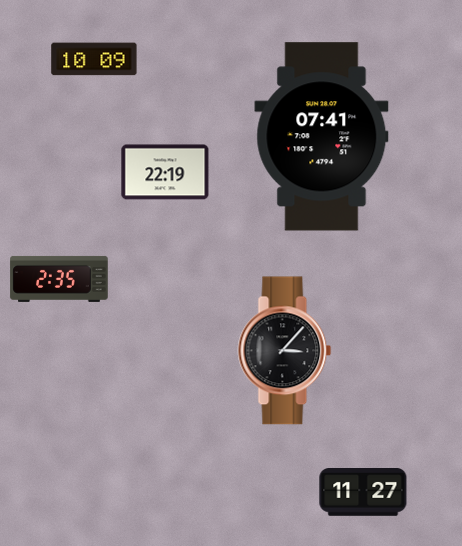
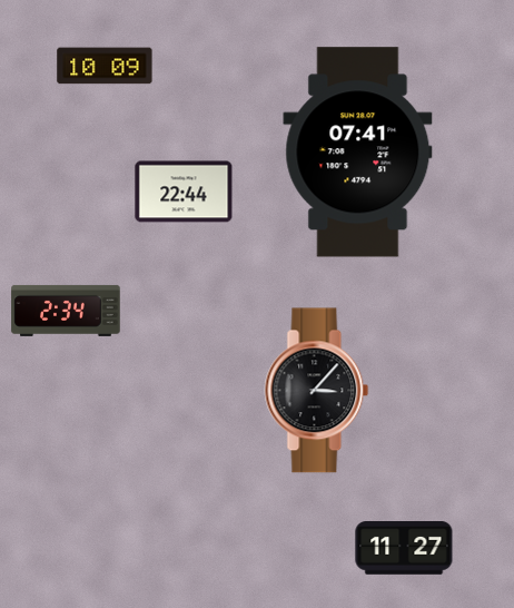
clock at (165, 172): 22:19 -> 22:44
clock at (59, 279): 2:35 -> 2:34
